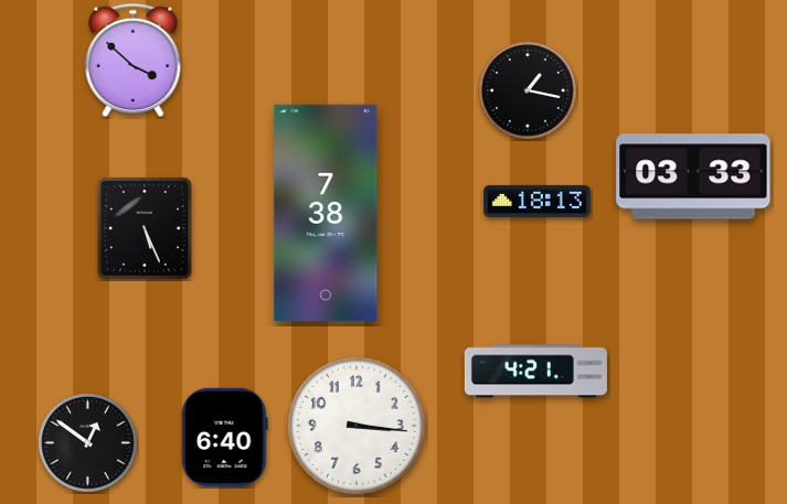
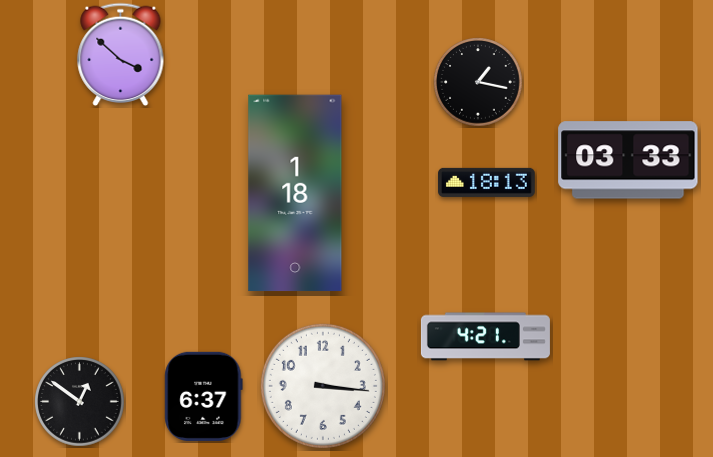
clock at (326, 213): 7:38 -> 1:18
clock at (145, 228): 5:26 -> none
clock at (225, 437): 6:40 -> 6:37
